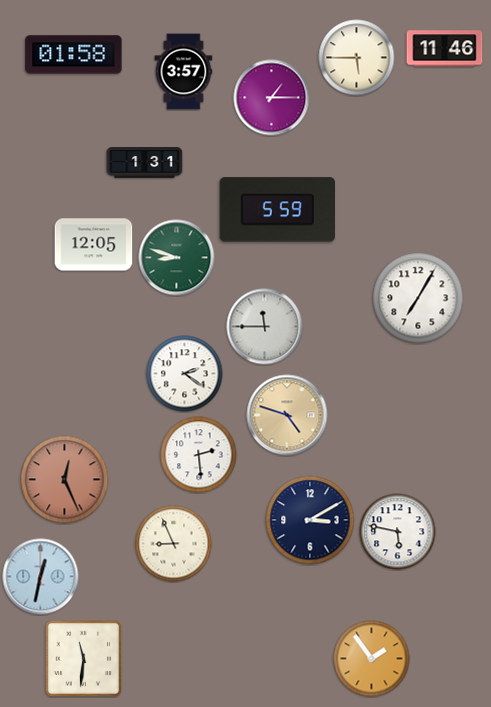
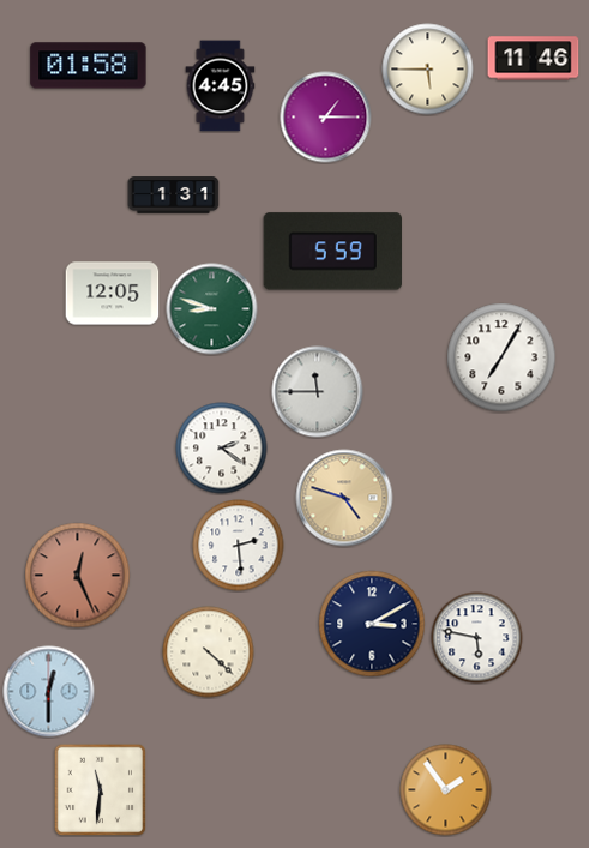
clock at (184, 72): 3:57 -> 4:45
clock at (174, 544): 8:56 -> 4:22
clock at (41, 577): 12:32 -> 12:30
